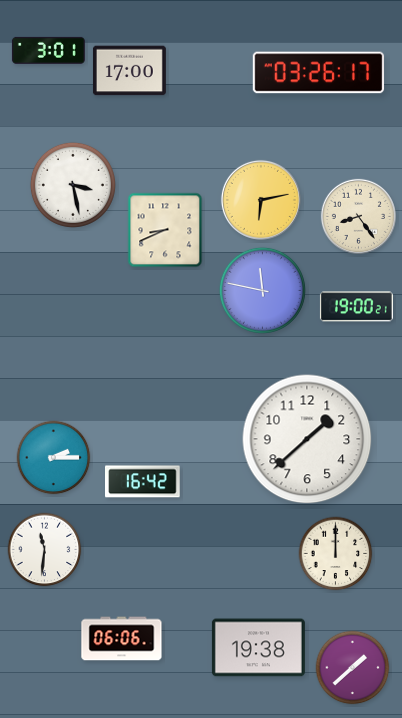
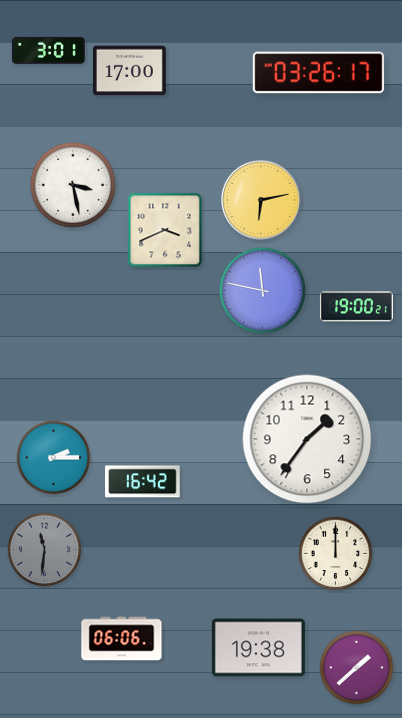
clock at (358, 216): 8:24 -> none
clock at (165, 230): 8:41 -> 3:41
clock at (307, 439): 1:38 -> 1:36
clock at (45, 550) dial: white -> grey
clock at (353, 668) position: (353, 668) -> (357, 668)
